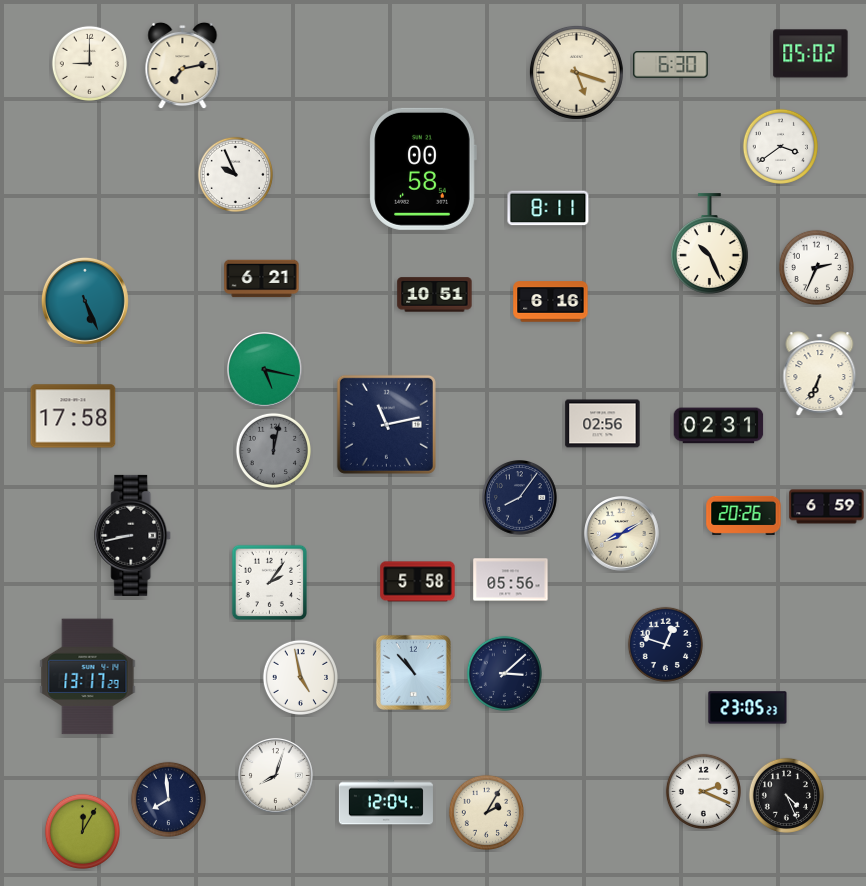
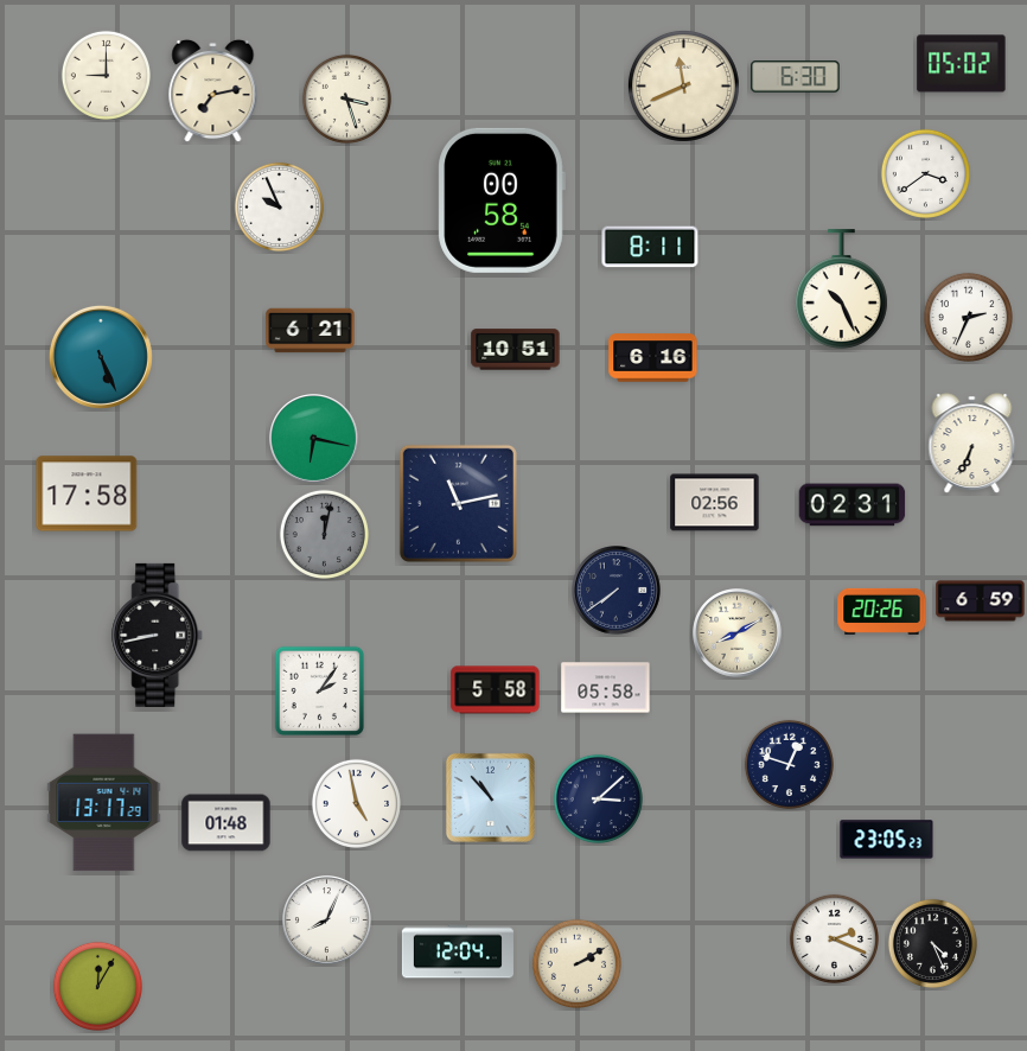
clock at (183, 66) position: (183, 66) -> (213, 91)
clock at (576, 72): 5:18 -> 11:41
clock at (346, 98): none -> 3:27
clock at (265, 370): 5:17 -> 6:17
clock at (520, 498): 8:06 -> 7:39
clock at (511, 580): 05:56 -> 05:58
clock at (227, 823): none -> 01:48
clock at (276, 776): 8:03 -> 8:04
clock at (168, 799): 7:59 -> none
clock at (486, 812): 2:05 -> 2:10
